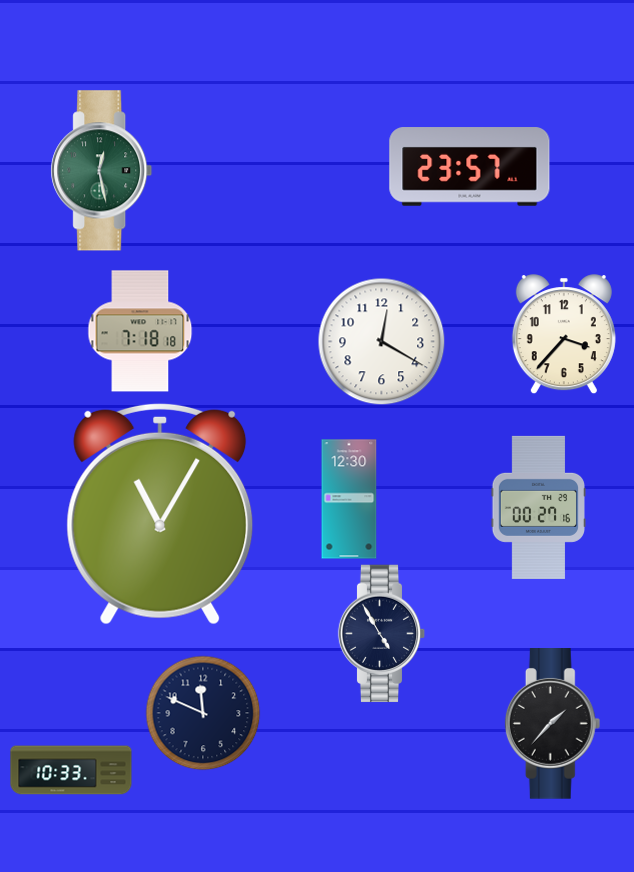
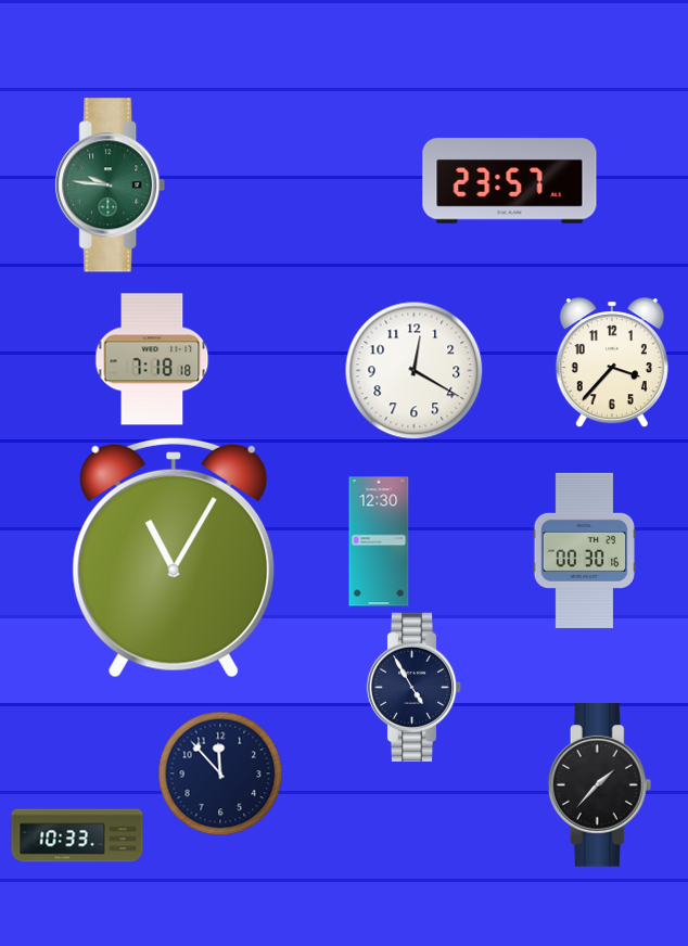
clock at (102, 171): 12:28 -> 9:46
clock at (539, 507): 00:27 -> 00:30
clock at (203, 713): 11:49 -> 11:53
